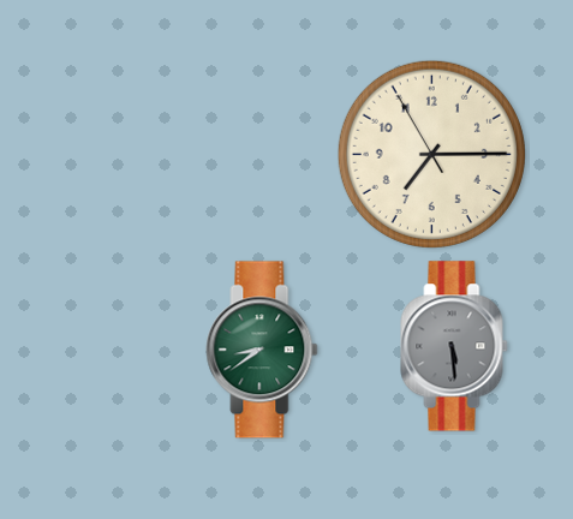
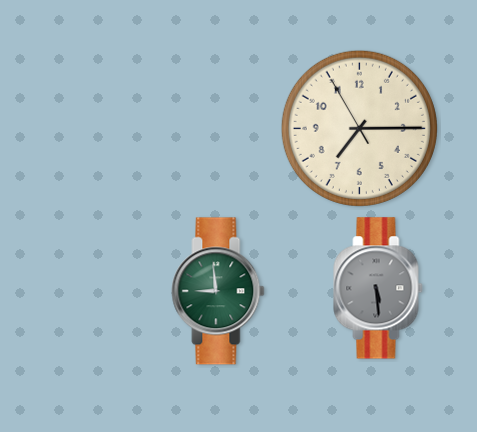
clock at (262, 350): 8:39 -> 8:59
